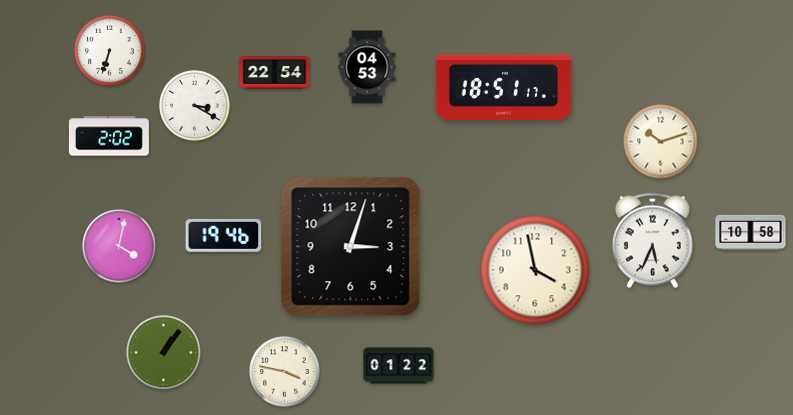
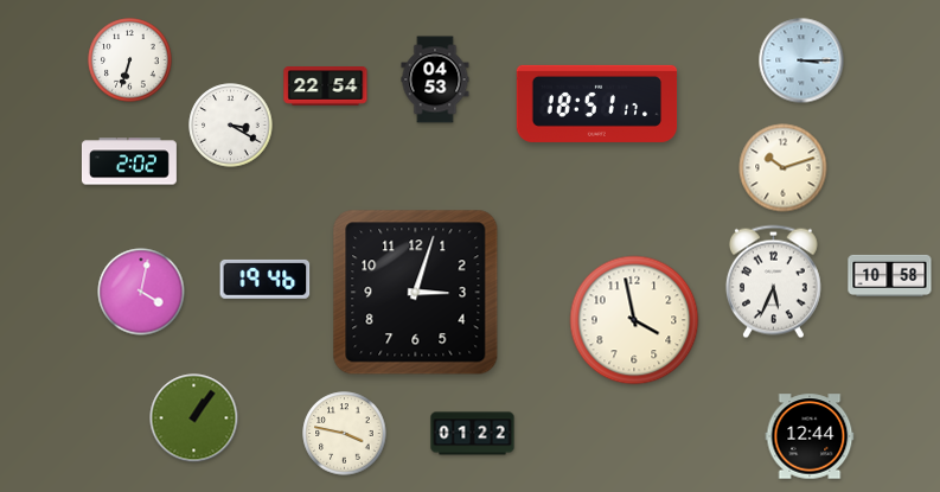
clock at (801, 60): none -> 3:15
clock at (652, 241) position: (652, 241) -> (773, 282)
clock at (810, 436): none -> 12:44
clock at (285, 372) position: (285, 372) -> (345, 434)
